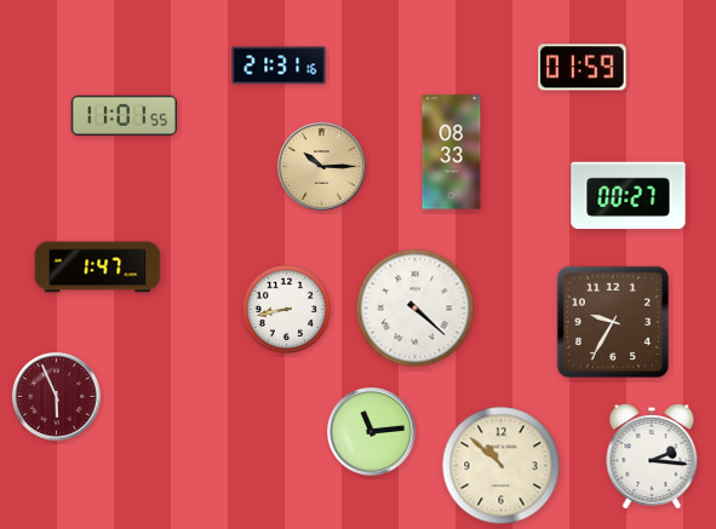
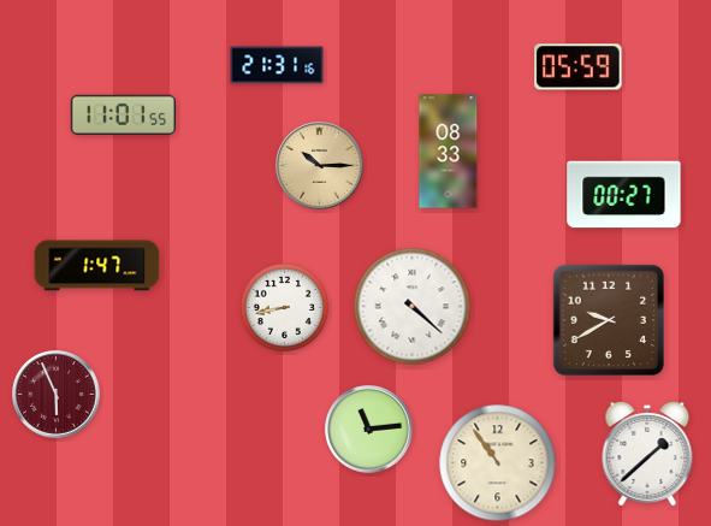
clock at (583, 68): 01:59 -> 05:59
clock at (613, 322): 9:35 -> 9:40
clock at (652, 458): 2:16 -> 1:38
clock at (502, 466): 10:52 -> 10:54
